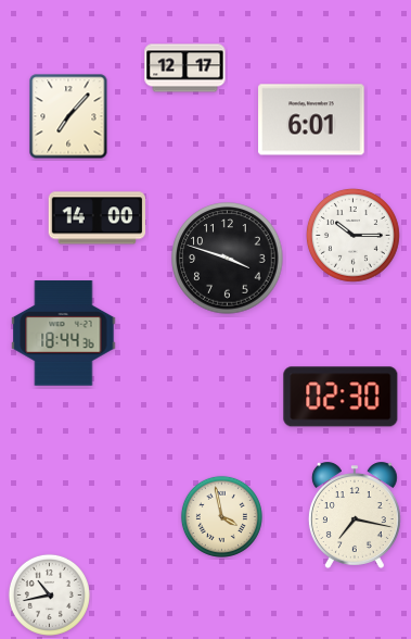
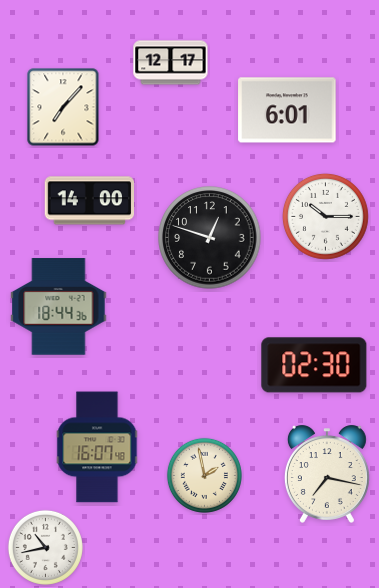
clock at (228, 259): 3:48 -> 12:48
clock at (97, 447): none -> 16:07
clock at (221, 516): 3:58 -> 1:58
